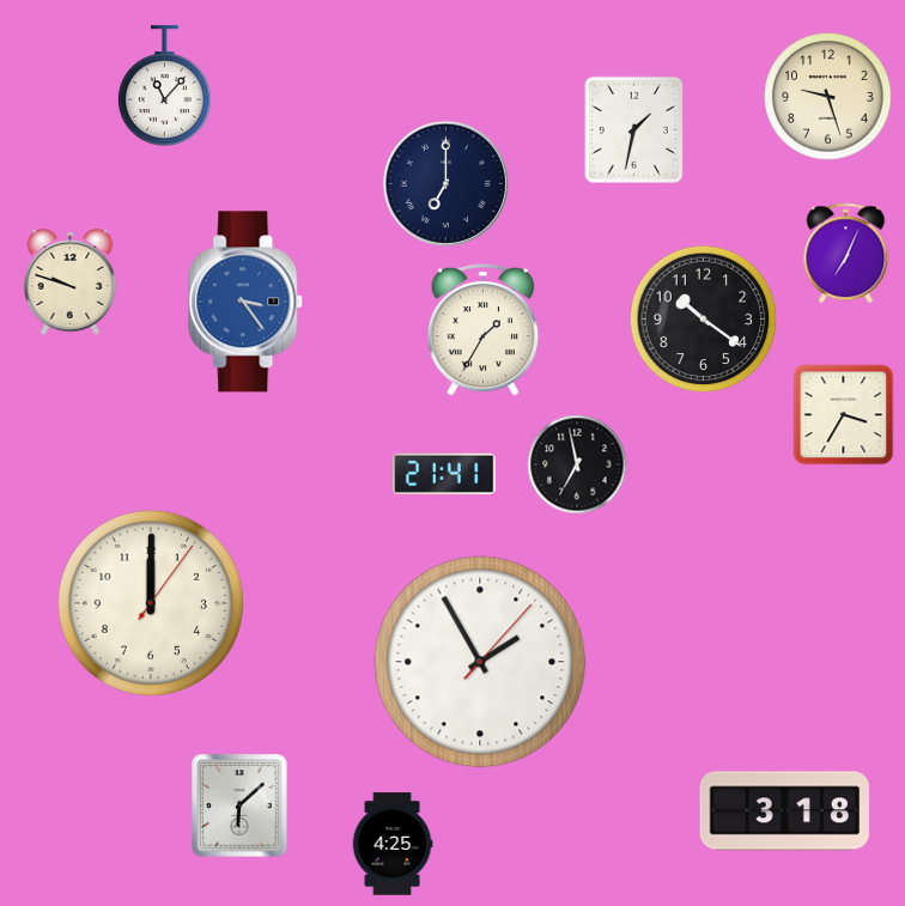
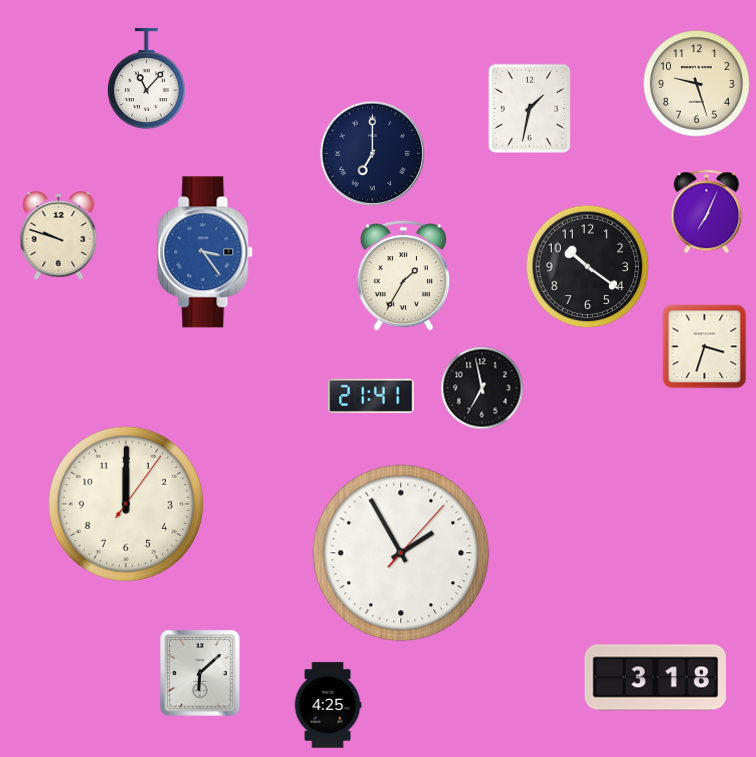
clock at (164, 85) position: (164, 85) -> (146, 78)
clock at (828, 97) position: (828, 97) -> (697, 84)
clock at (844, 415): 3:35 -> 3:33
